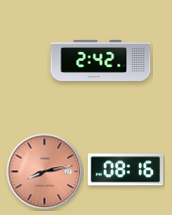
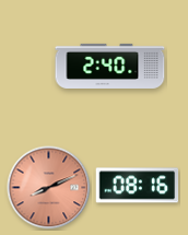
clock at (101, 60): 2:42 -> 2:40
clock at (45, 172): 8:13 -> 8:11
